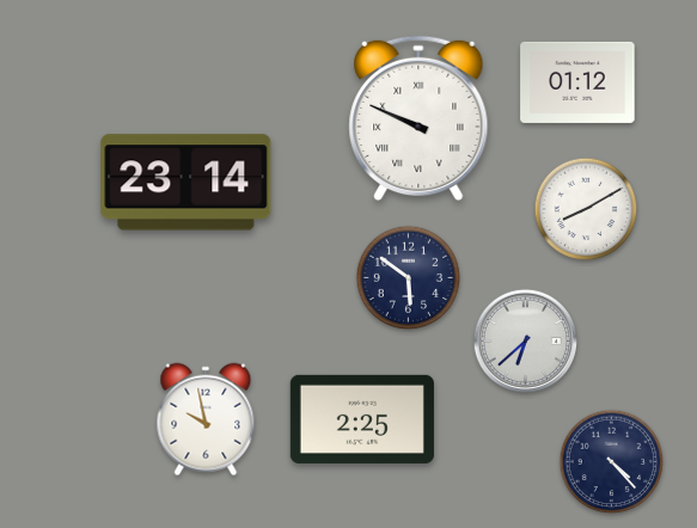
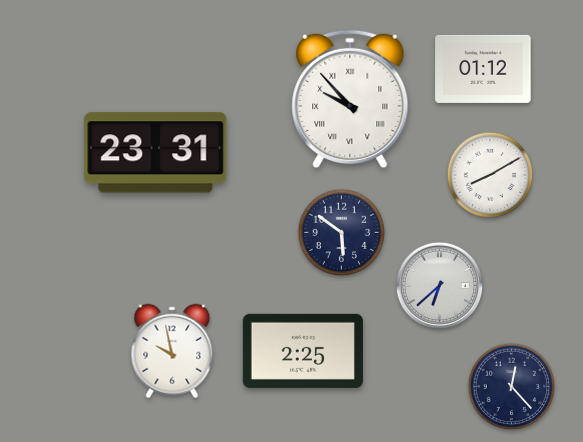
clock at (418, 118): 9:49 -> 9:53
clock at (187, 183): 23:14 -> 23:31
clock at (612, 462): 4:23 -> 12:23
